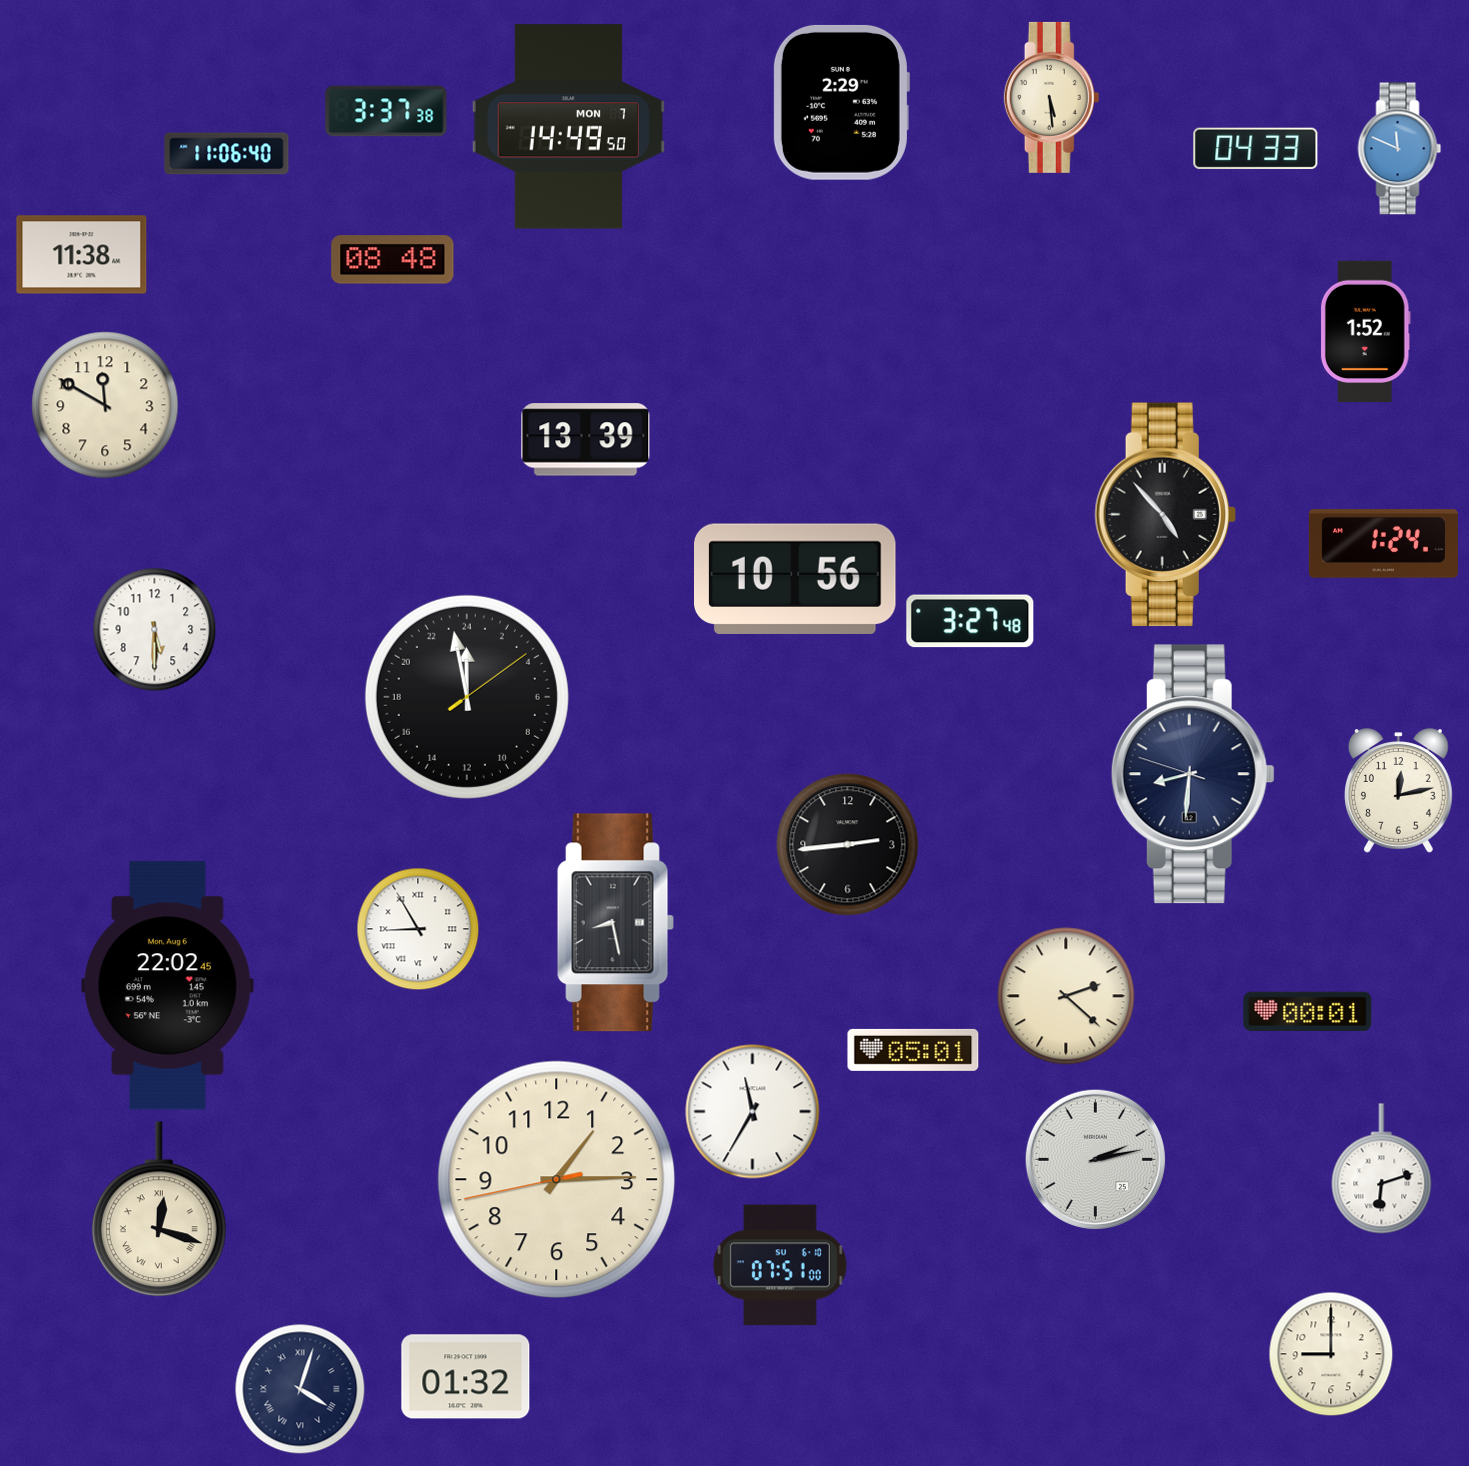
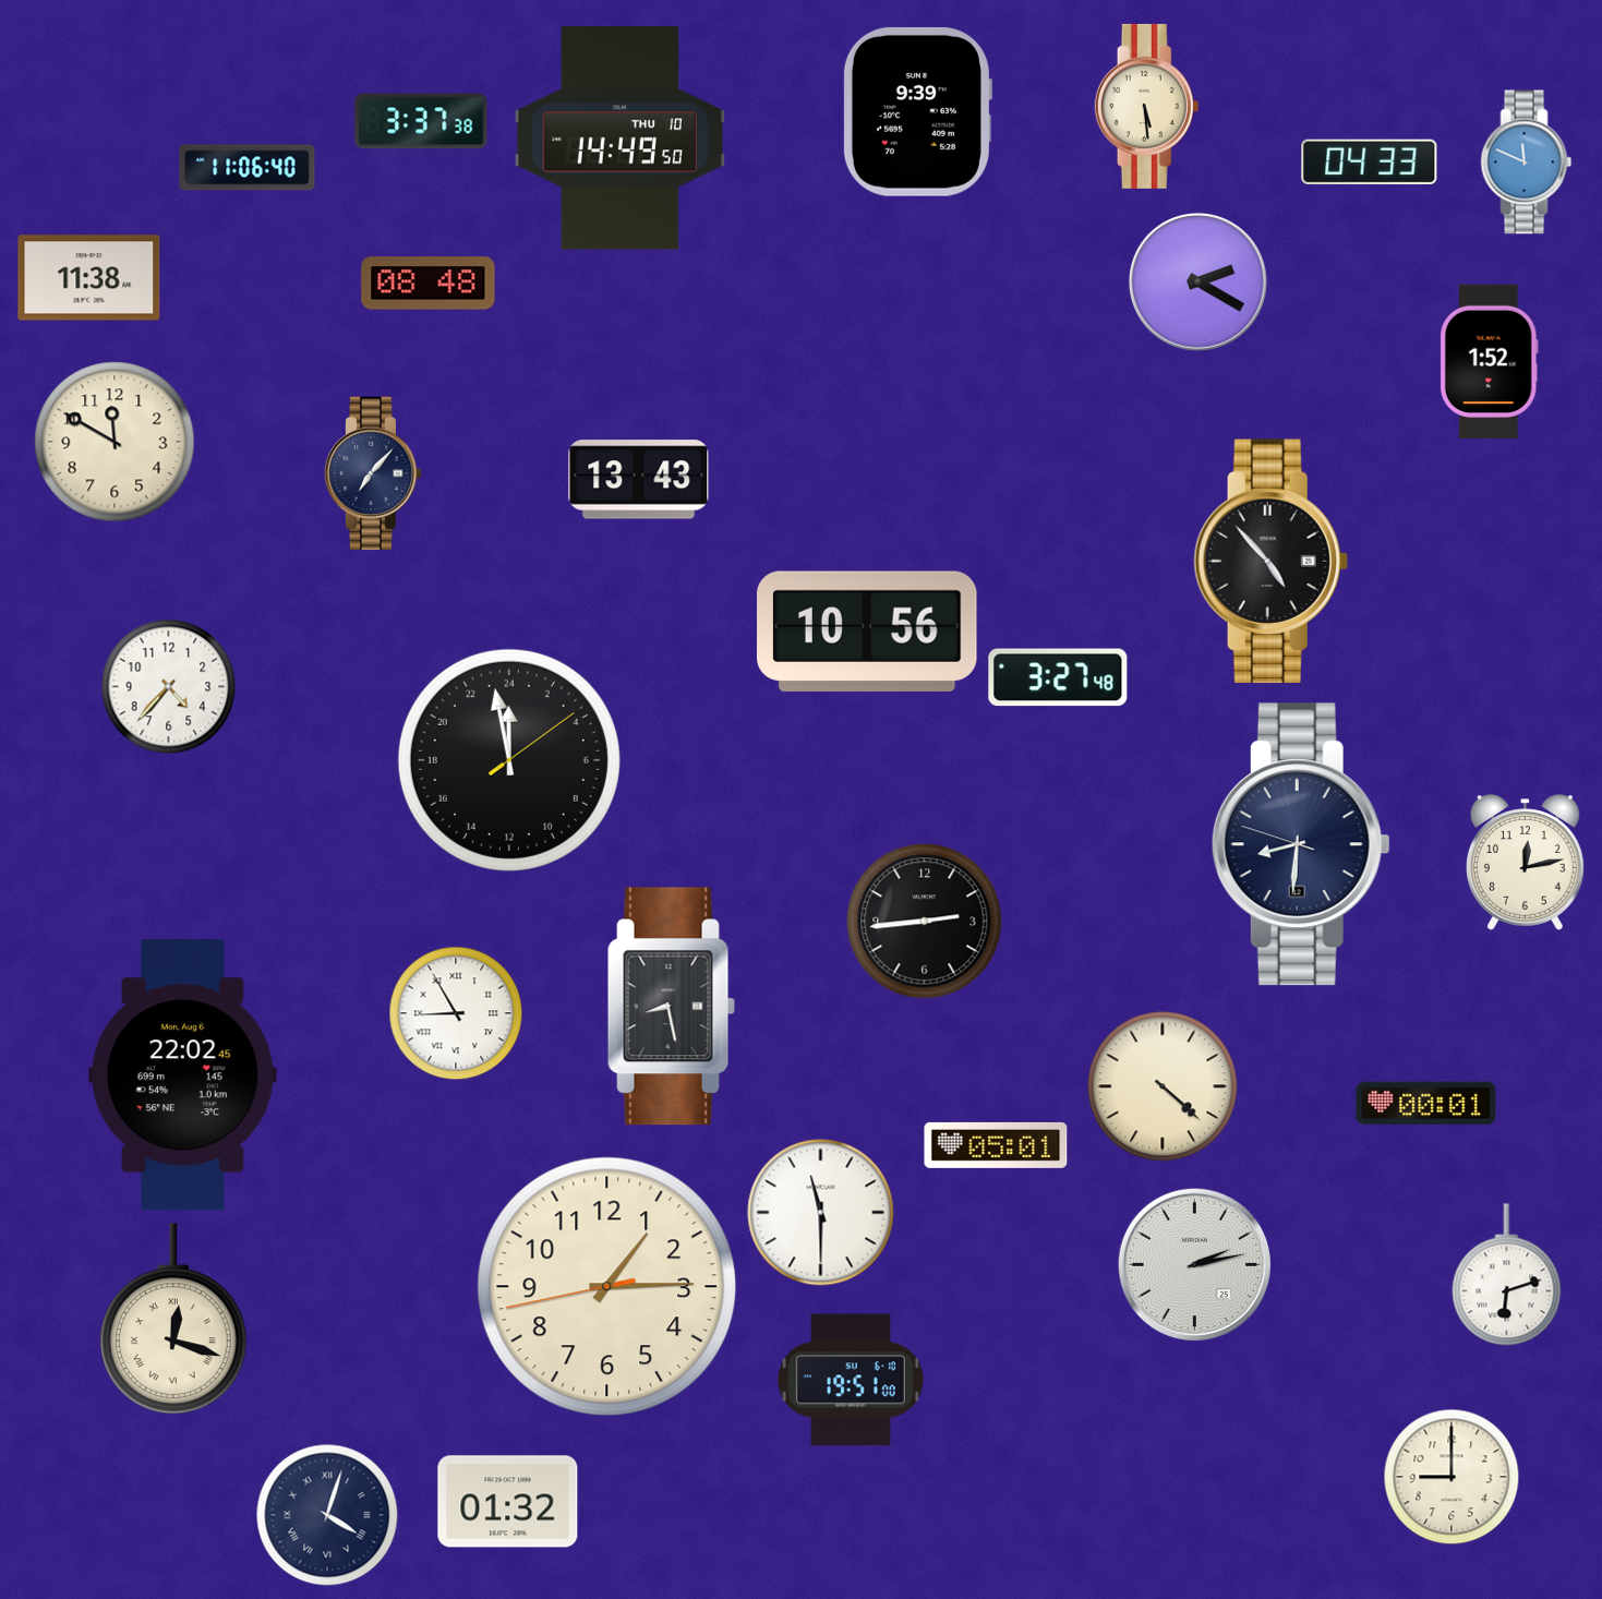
clock at (841, 102): 2:29 -> 9:39
clock at (568, 127) date: MON 7 -> THU 10
clock at (1197, 281): none -> 2:20
clock at (373, 473): none -> 7:07
clock at (586, 440): 13:39 -> 13:43
clock at (1383, 544): 1:24 -> none
clock at (155, 630): 5:30 -> 4:37
clock at (1066, 996): 2:22 -> 4:22
clock at (753, 1112): 11:35 -> 11:30
clock at (780, 1265): 07:51 -> 19:51
